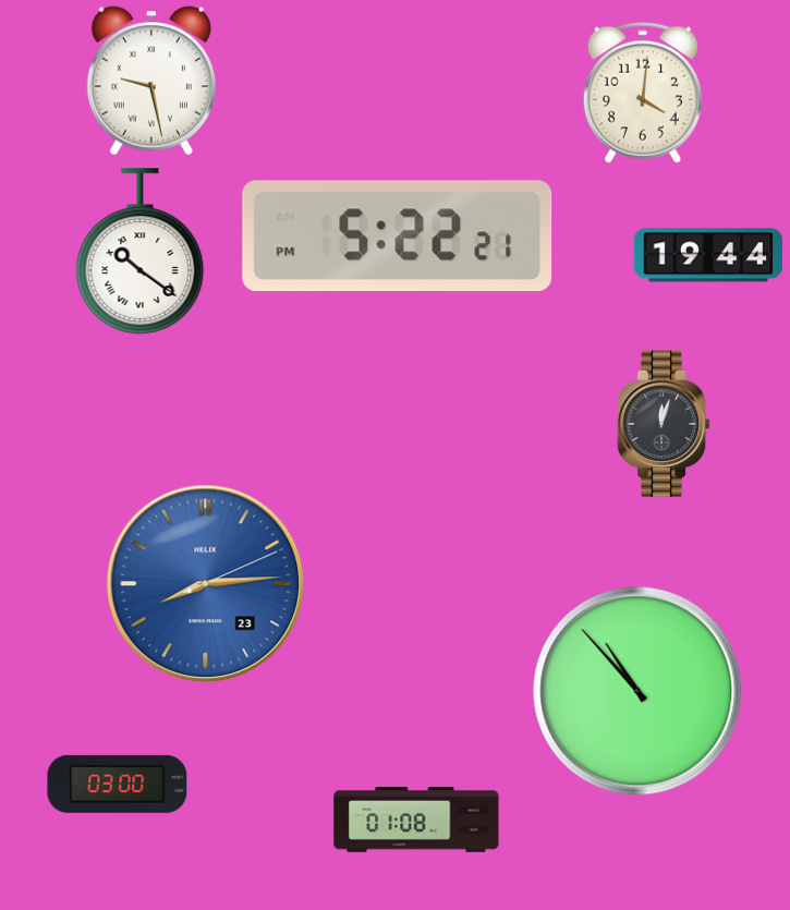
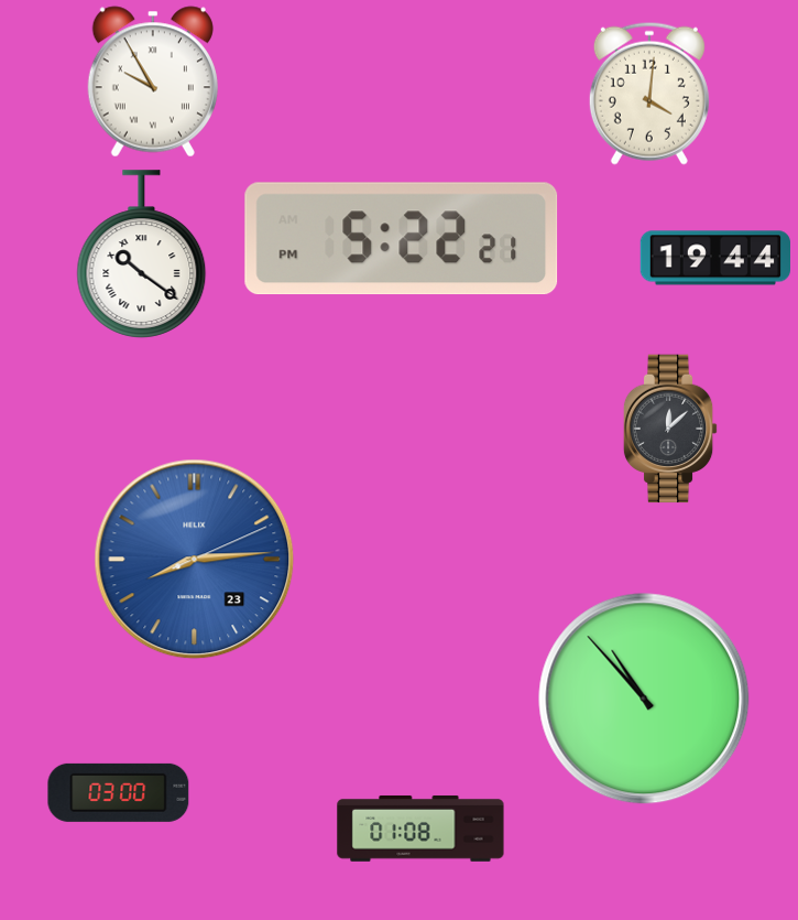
clock at (151, 81): 9:28 -> 9:55
clock at (664, 424): 12:03 -> 12:08
clock at (206, 584) position: (206, 584) -> (195, 560)
